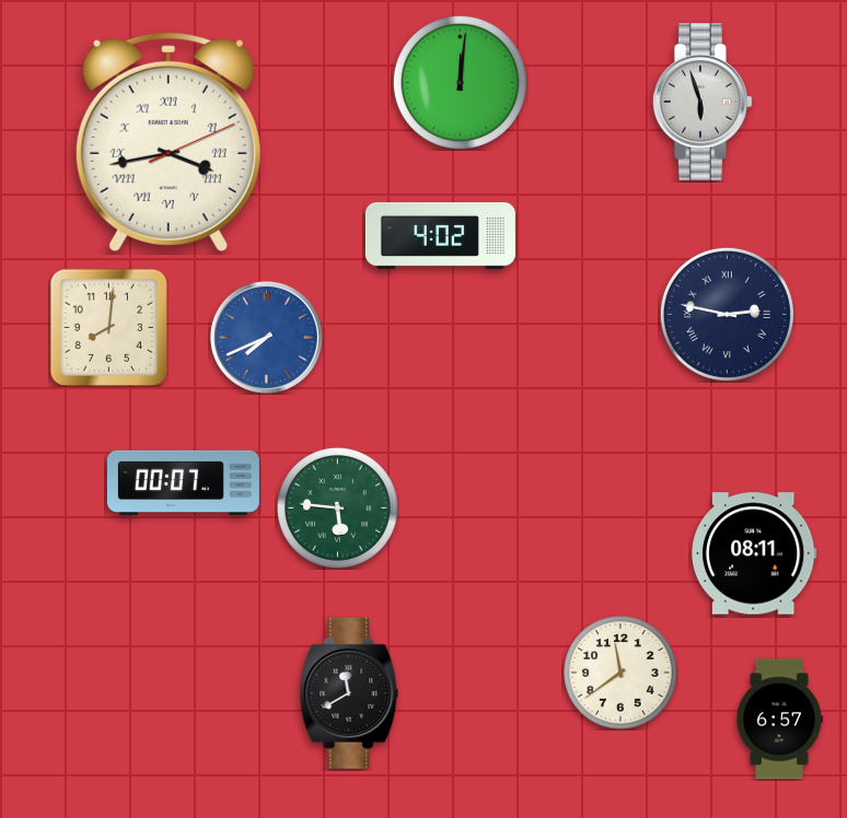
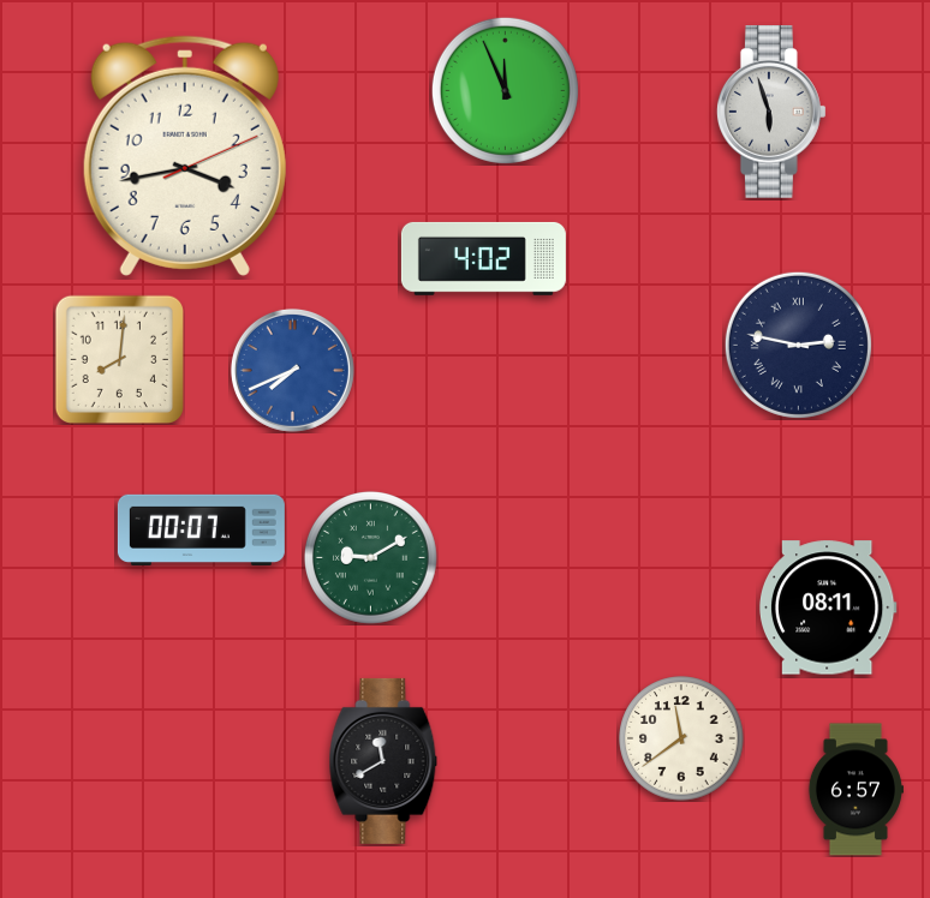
clock at (460, 82): 12:01 -> 11:56
clock at (169, 142) numerals: Roman -> Arabic
clock at (337, 507): 5:46 -> 9:10
